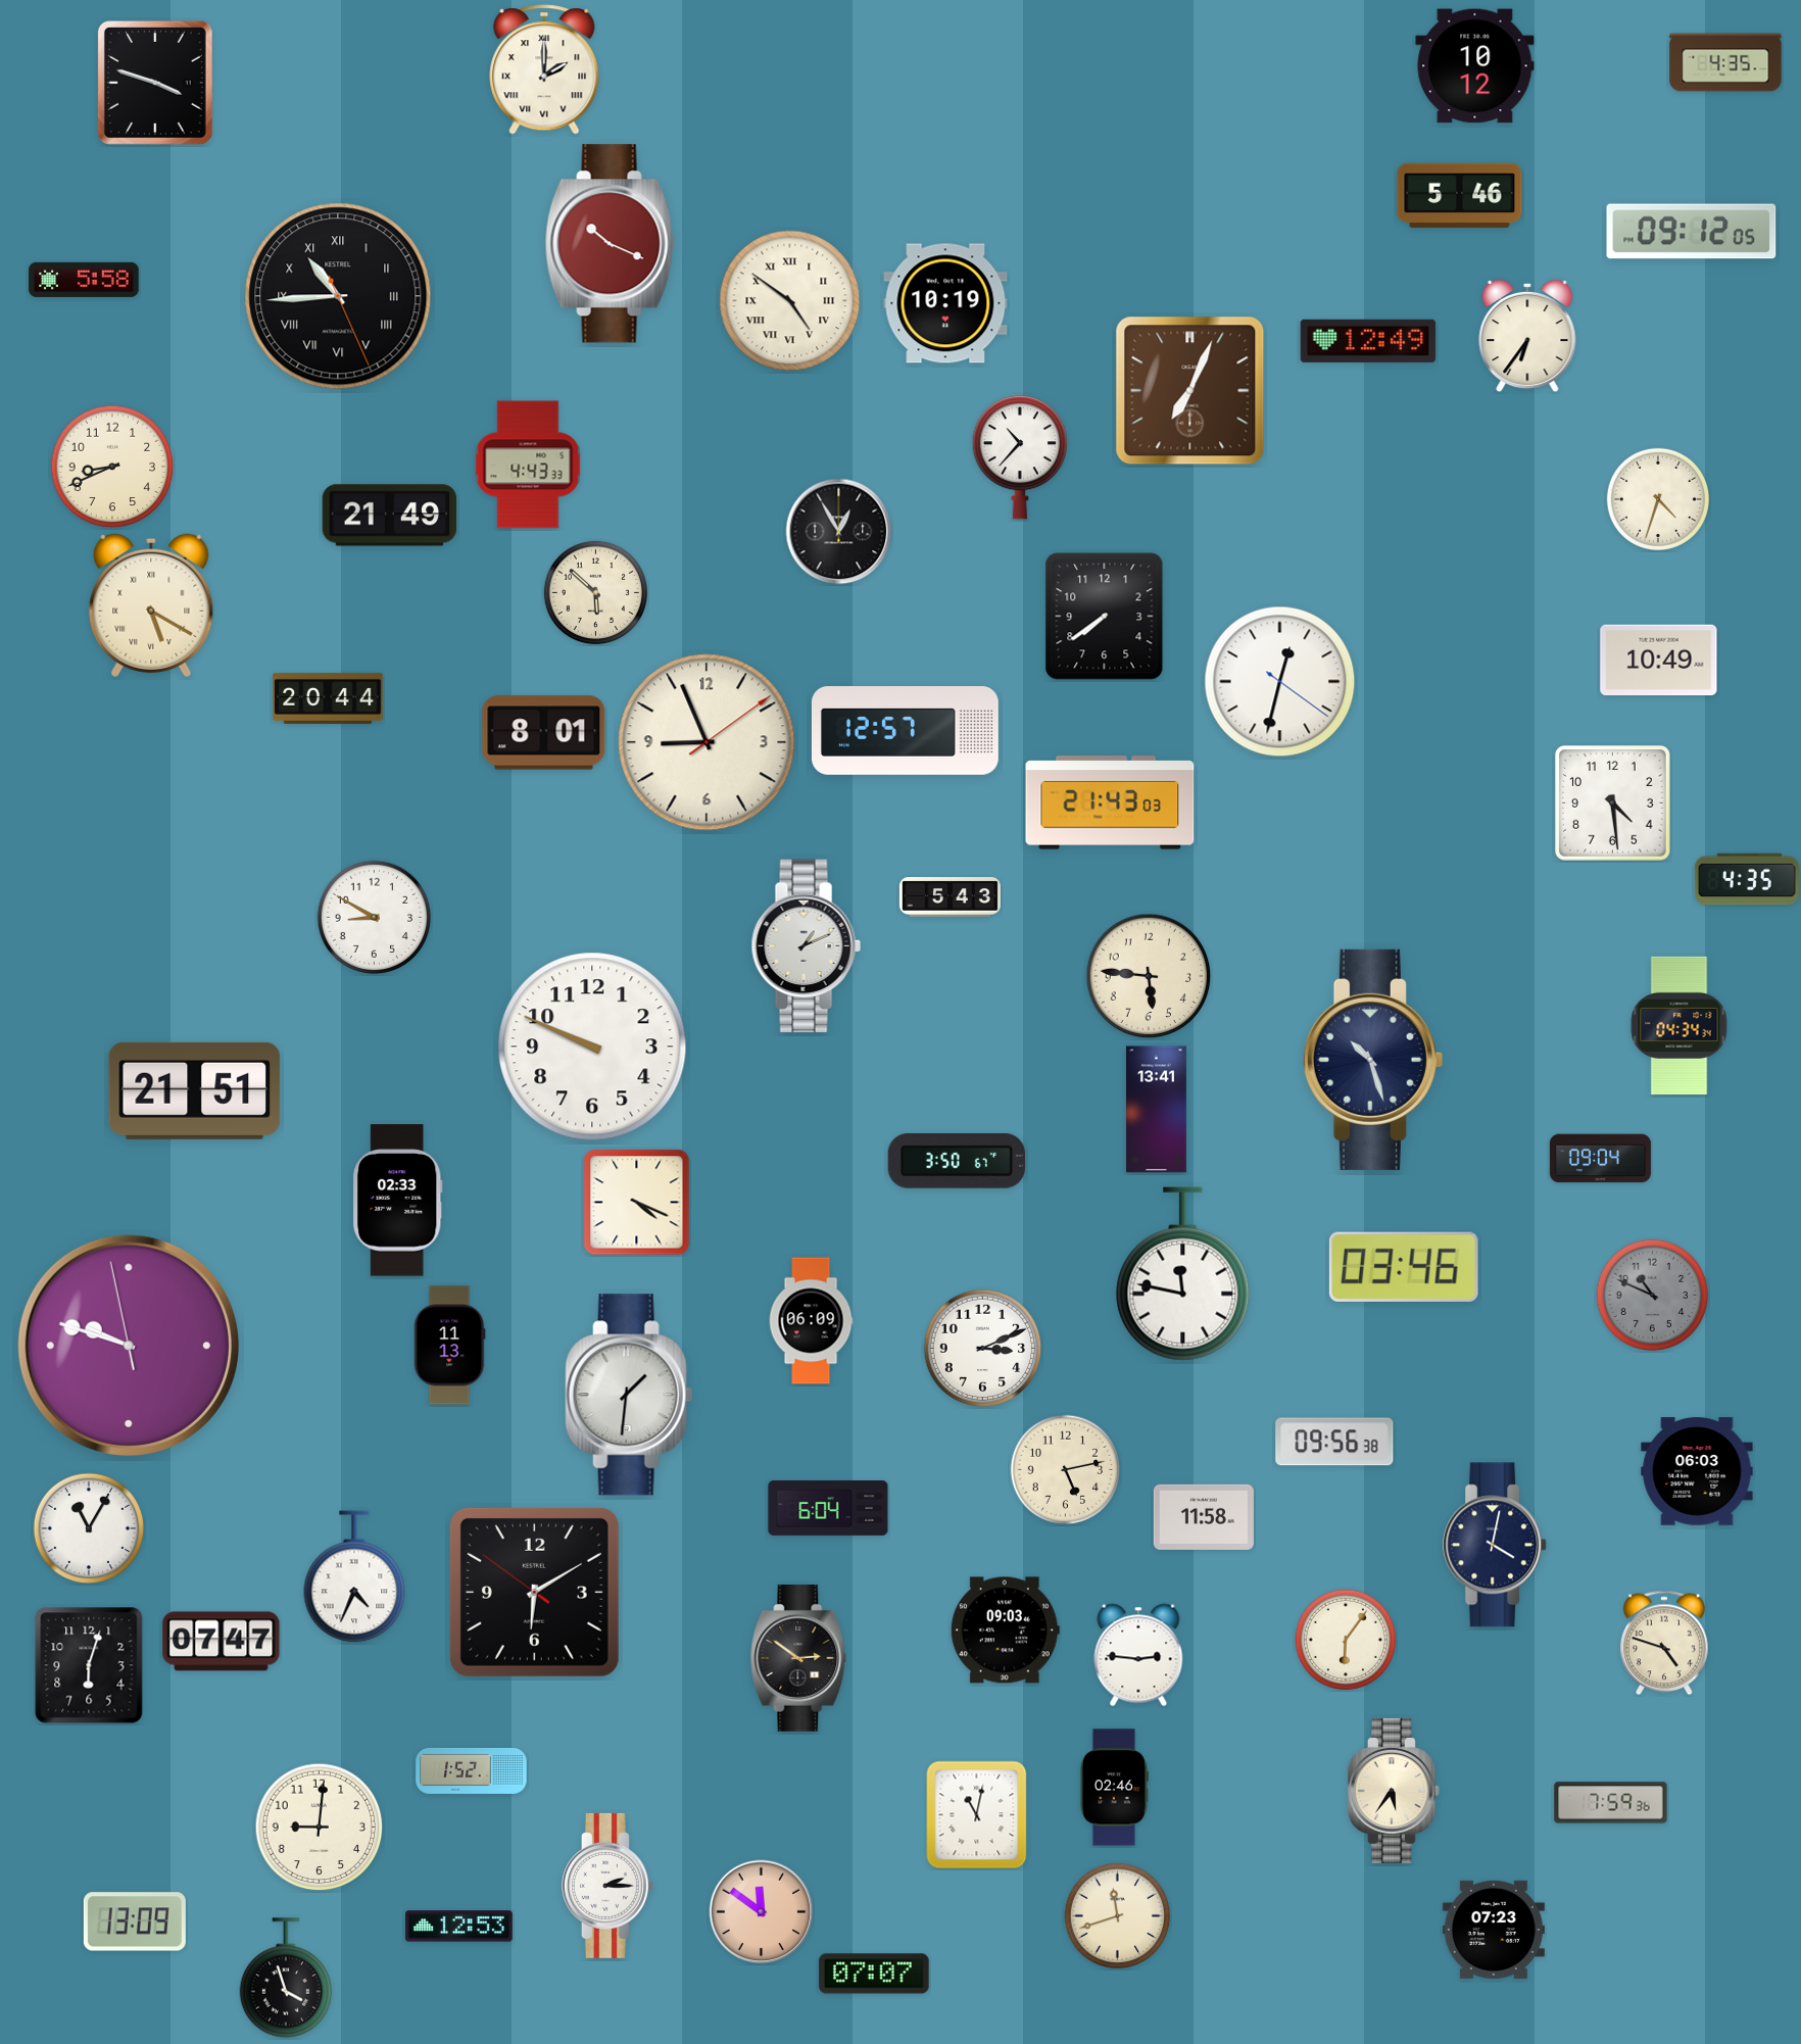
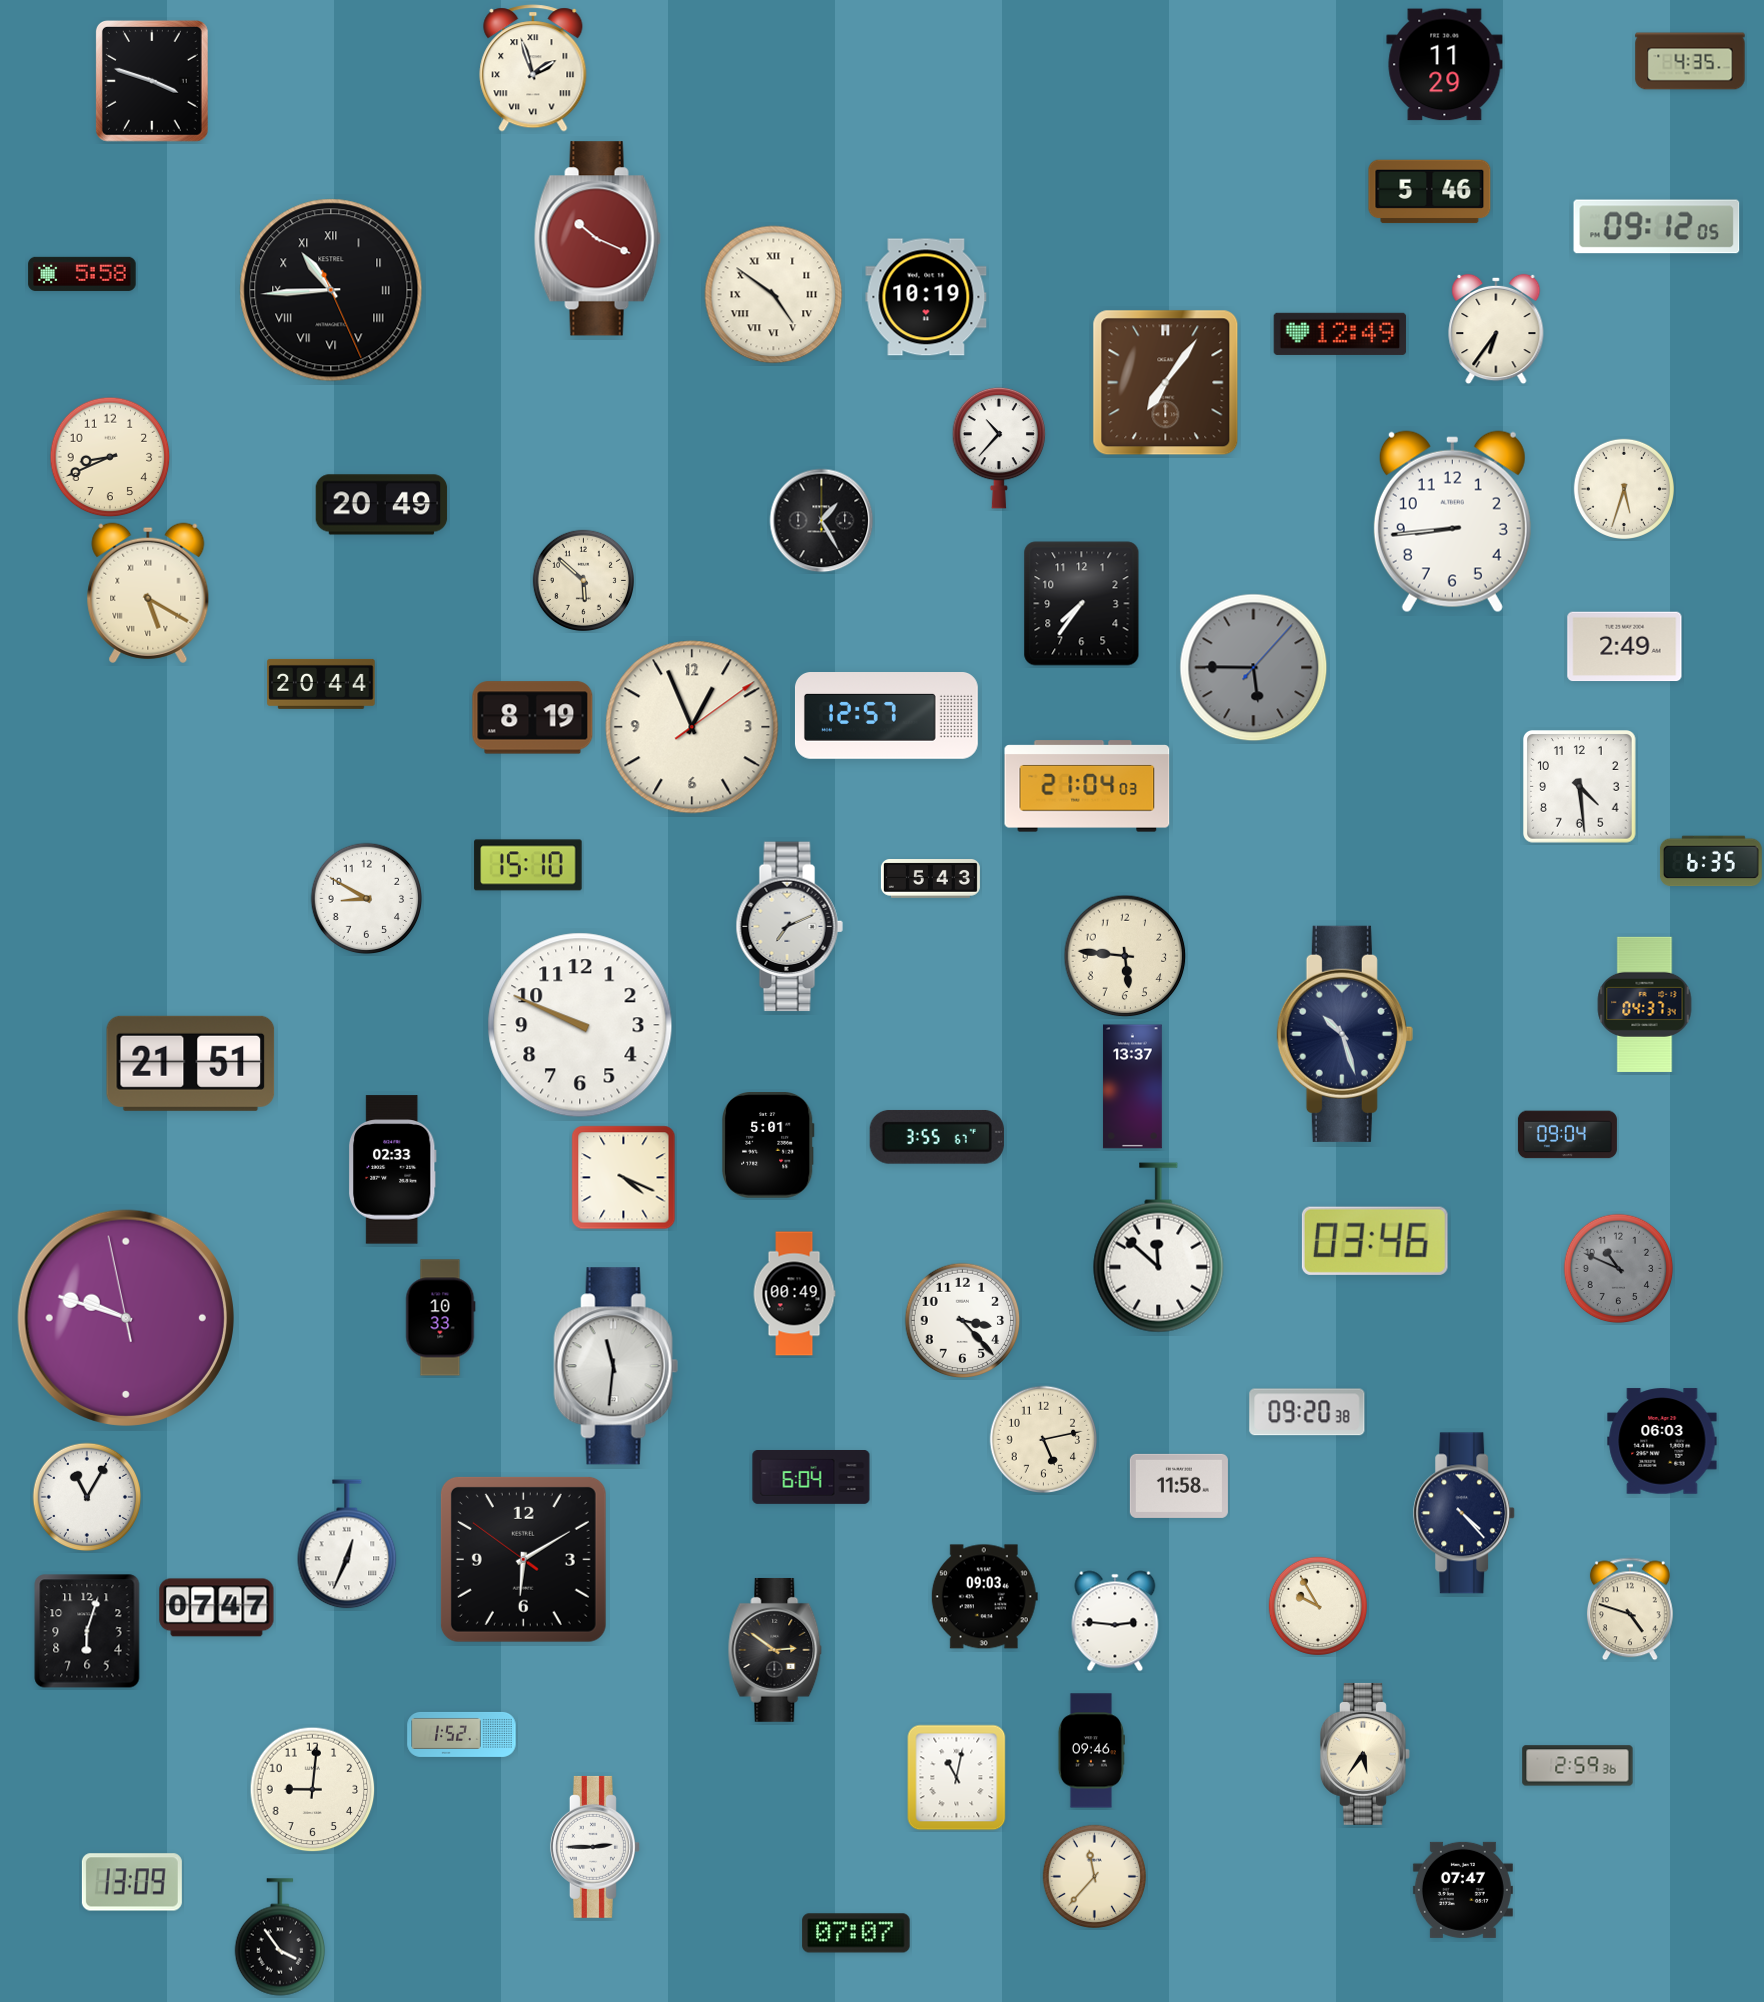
clock at (1475, 66): 10:12 -> 11:29
clock at (544, 69): 2:00 -> 1:57
clock at (1190, 391): 7:04 -> 7:06
clock at (528, 465): 4:43 -> none
clock at (1657, 498): 4:33 -> 5:33
clock at (390, 516): 21:49 -> 20:49
clock at (839, 532): 12:55 -> 1:25
clock at (1452, 522): none -> 8:44
clock at (1105, 617): 7:39 -> 7:36
clock at (1659, 661): 10:49 -> 2:49
clock at (1280, 682): 12:32 -> 5:45
clock at (1280, 682) dial: white -> grey
clock at (544, 733): 8:01 -> 8:19
clock at (707, 742): 8:56 -> 12:56
clock at (1110, 802): 21:43 -> 21:04
clock at (1747, 879): 4:35 -> 6:35
clock at (528, 865): none -> 15:10
clock at (806, 946): 1:11 -> 7:11
clock at (1680, 1025): 04:34 -> 04:37
clock at (1373, 1060) position: (1373, 1060) -> (1345, 1034)
clock at (195, 1090) position: (195, 1090) -> (191, 1063)
clock at (1156, 1110): 13:41 -> 13:37
clock at (957, 1161): 3:50 -> 3:55
clock at (769, 1145): none -> 5:01
clock at (397, 1201) position: (397, 1201) -> (392, 1170)
clock at (1183, 1274): 11:47 -> 11:52
clock at (811, 1321): 06:09 -> 00:49
clock at (450, 1346): 11:13 -> 10:33
clock at (983, 1349): 3:11 -> 3:23
clock at (629, 1395): 1:31 -> 11:31
clock at (1334, 1442): 09:56 -> 09:20
clock at (1496, 1545): 4:02 -> 4:23
clock at (354, 1576): 4:34 -> 12:34
clock at (1346, 1640): 6:06 -> 9:55
clock at (798, 1658) position: (798, 1658) -> (775, 1650)
clock at (1114, 1788): 02:46 -> 09:46
clock at (1611, 1803): 7:59 -> 2:59
clock at (607, 1886): 2:15 -> 2:45
clock at (762, 1912): 11:51 -> none
clock at (1117, 1915): 11:42 -> 11:37
clock at (459, 1927): 12:53 -> none
clock at (1494, 1930): 07:23 -> 07:47
clock at (286, 1978): 3:57 -> 3:54
